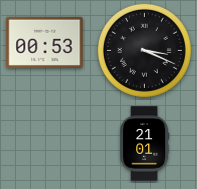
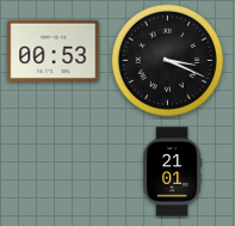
clock at (144, 50) position: (144, 50) -> (167, 60)
